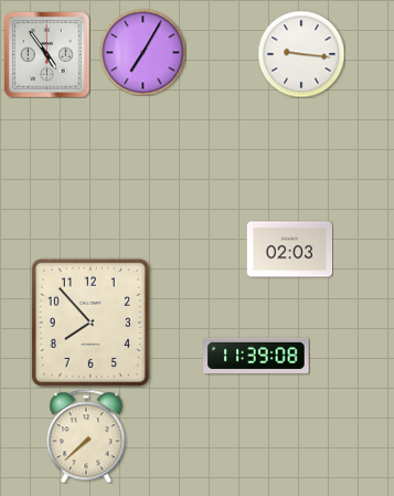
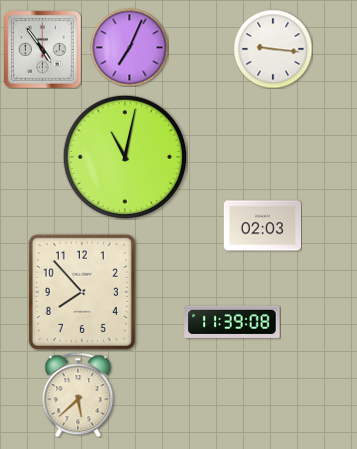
clock at (142, 52): 7:05 -> 7:04
clock at (124, 156): none -> 11:02
clock at (86, 436): 7:38 -> 5:38
